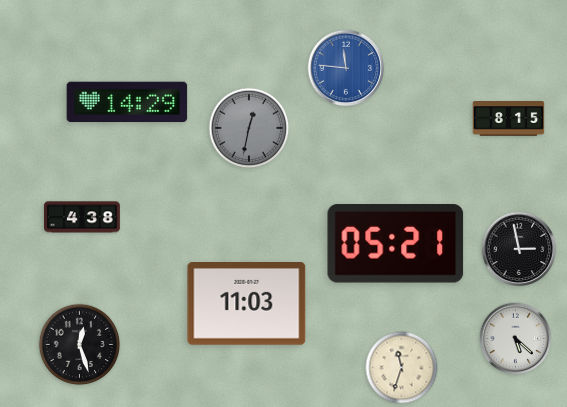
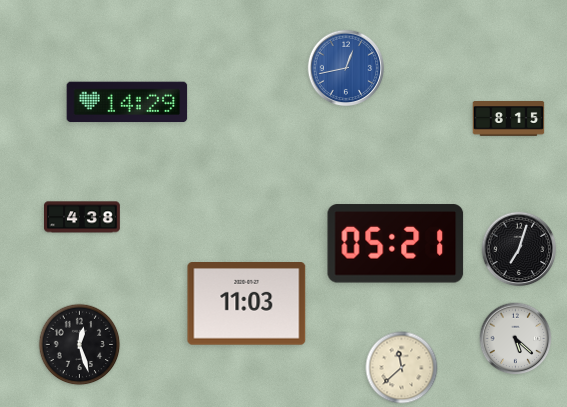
clock at (346, 68): 11:46 -> 12:43
clock at (249, 128): 12:32 -> none
clock at (519, 249): 2:58 -> 7:03
clock at (402, 368): 11:33 -> 11:38
